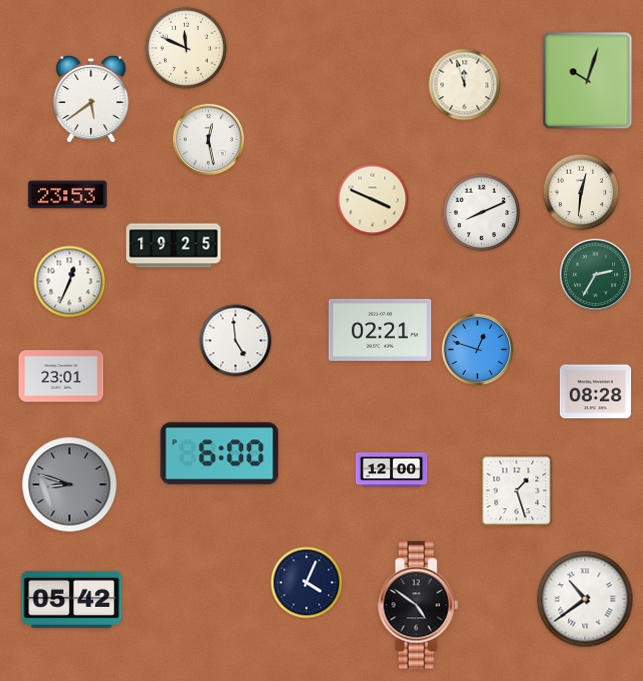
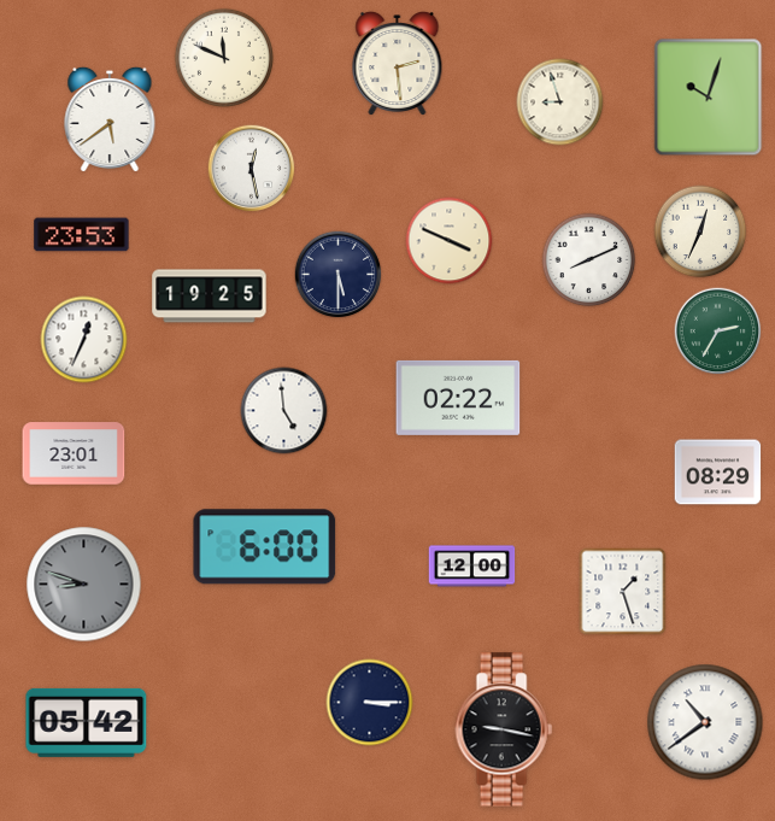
clock at (398, 64): none -> 2:29
clock at (465, 85): 11:57 -> 8:57
clock at (581, 192): 12:31 -> 12:34
clock at (482, 213) position: (482, 213) -> (589, 260)
clock at (339, 275): none -> 5:30
clock at (380, 330): 02:21 -> 02:22
clock at (478, 350): 12:48 -> none
clock at (596, 392): 08:28 -> 08:29
clock at (307, 583): 4:04 -> 3:15
clock at (418, 605): 4:51 -> 9:17
